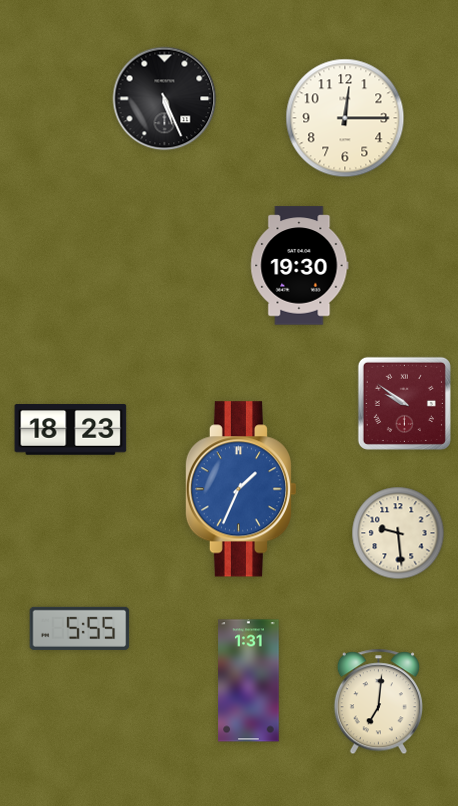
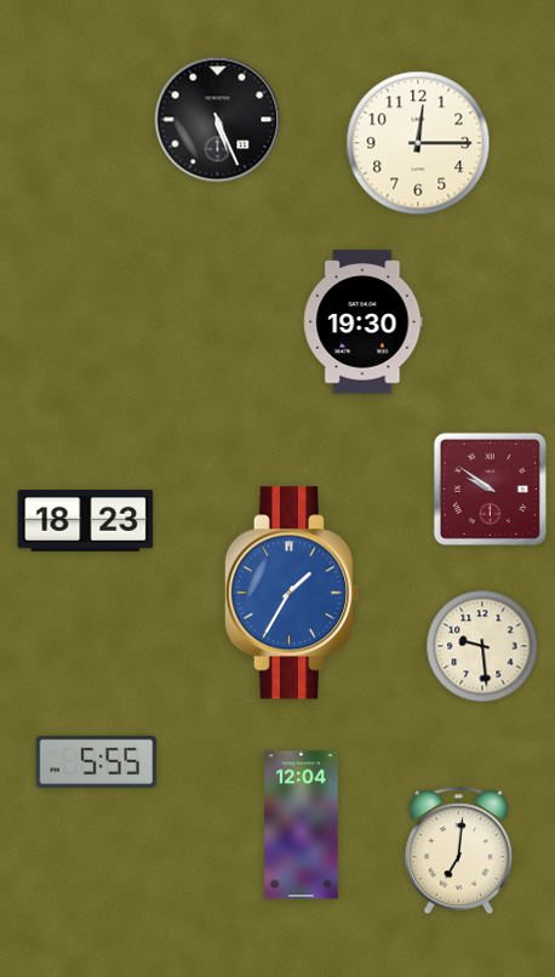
clock at (165, 99) position: (165, 99) -> (218, 120)
clock at (241, 489): 1:34 -> 1:35
clock at (249, 681): 1:31 -> 12:04
